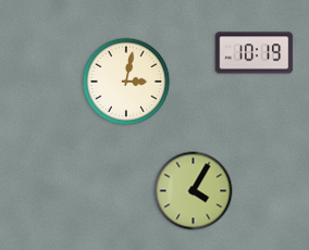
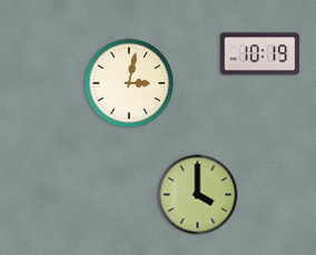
clock at (194, 191): 4:05 -> 4:00
